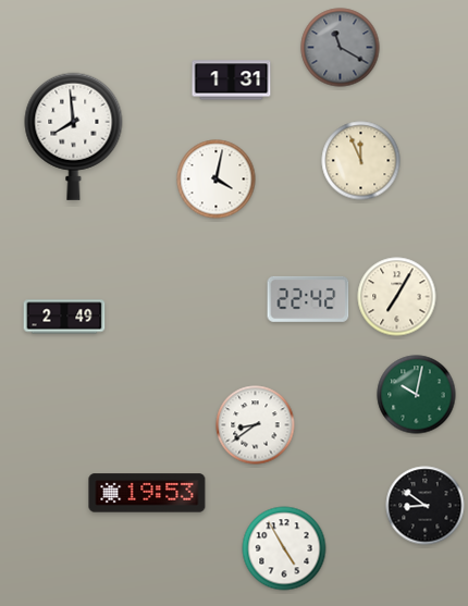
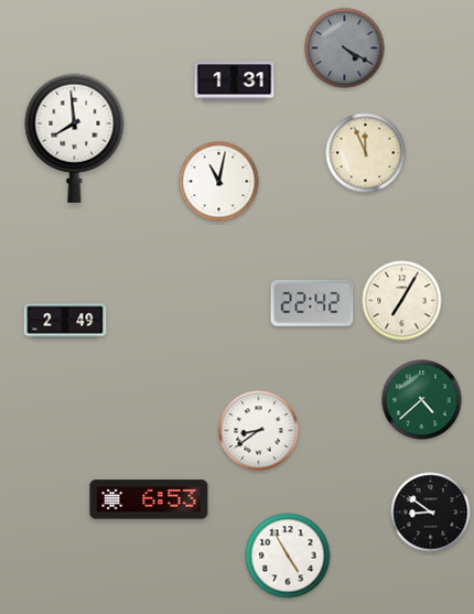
clock at (341, 48): 11:20 -> 4:20
clock at (361, 161) position: (361, 161) -> (366, 153)
clock at (217, 180): 4:02 -> 11:02
clock at (417, 395): 10:02 -> 4:38
clock at (147, 493): 19:53 -> 6:53
